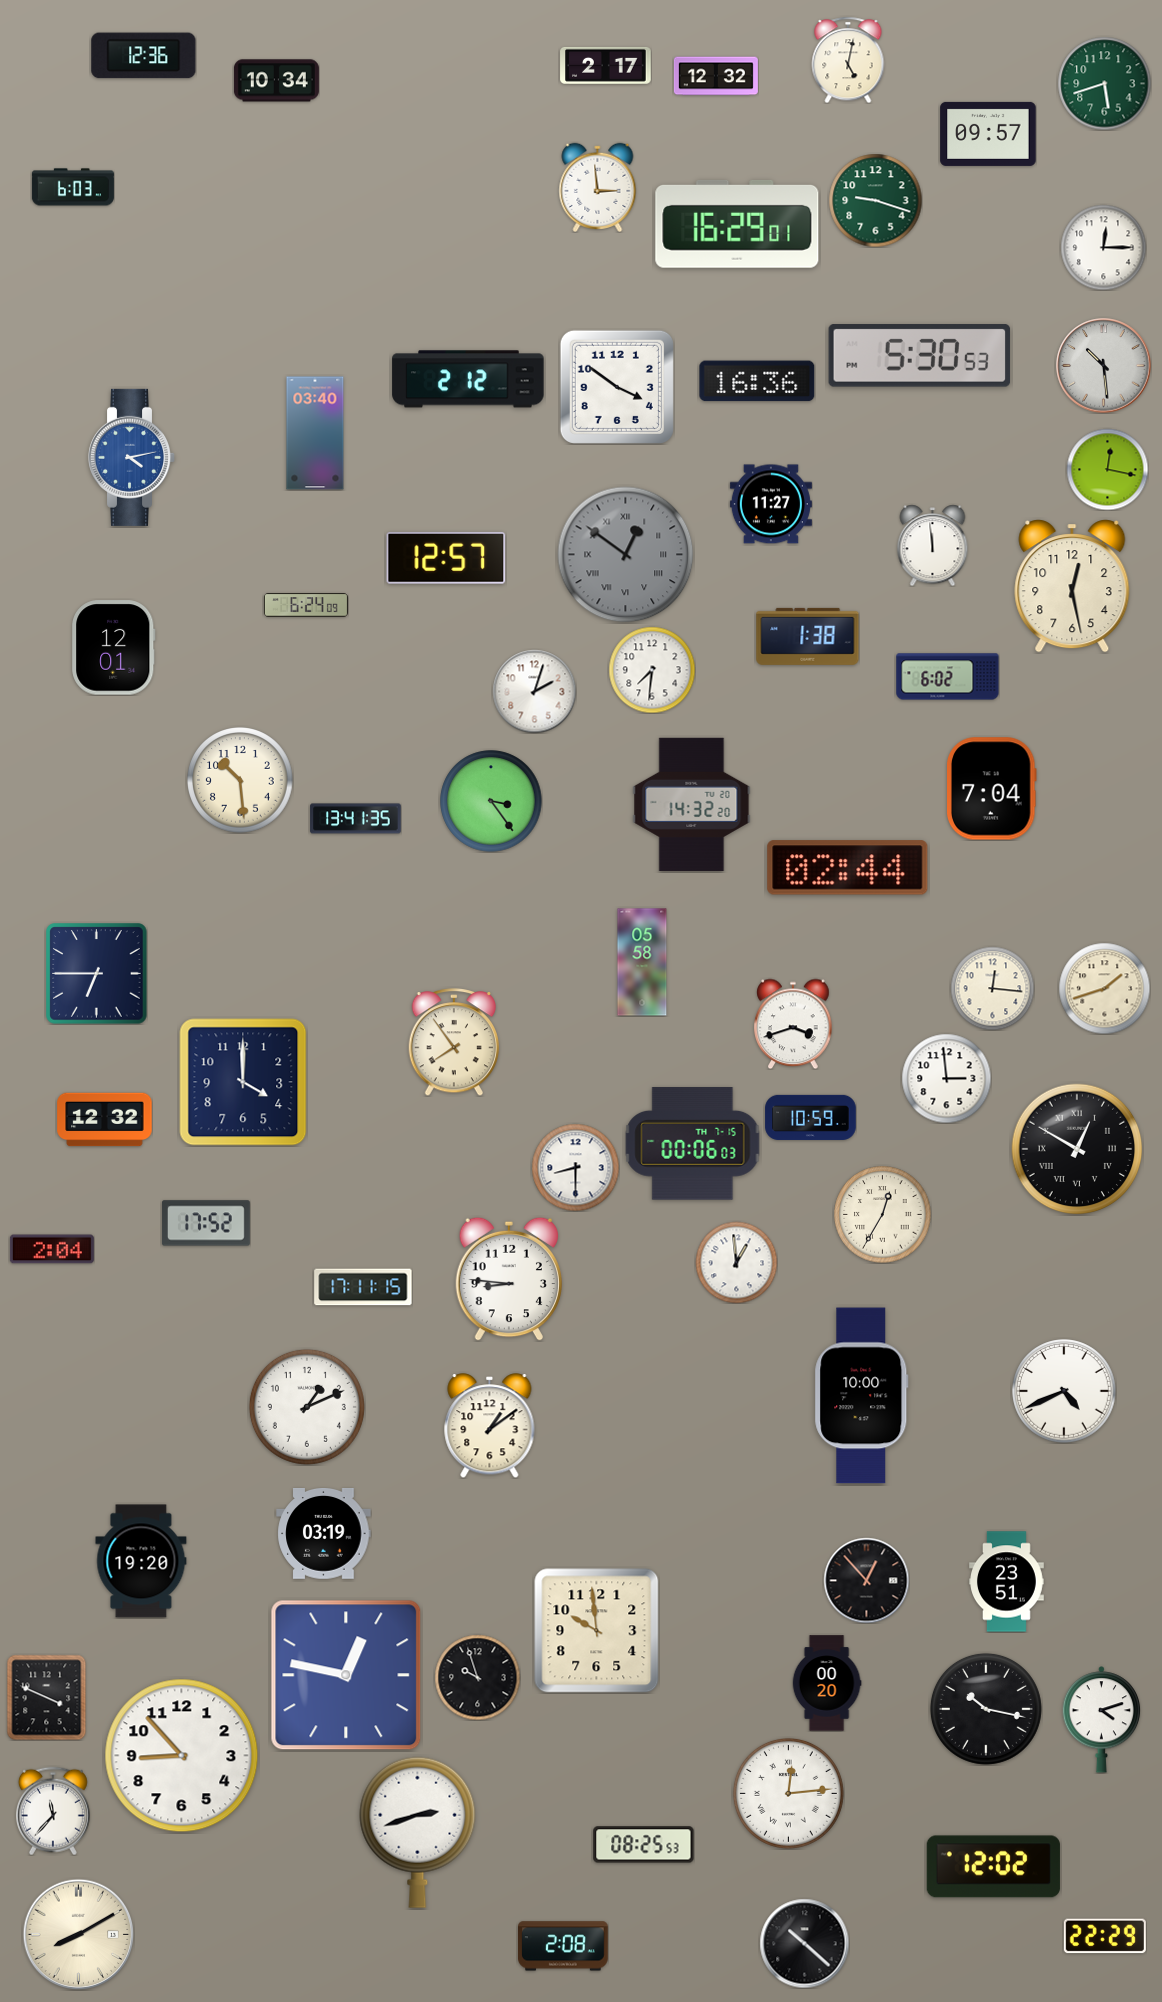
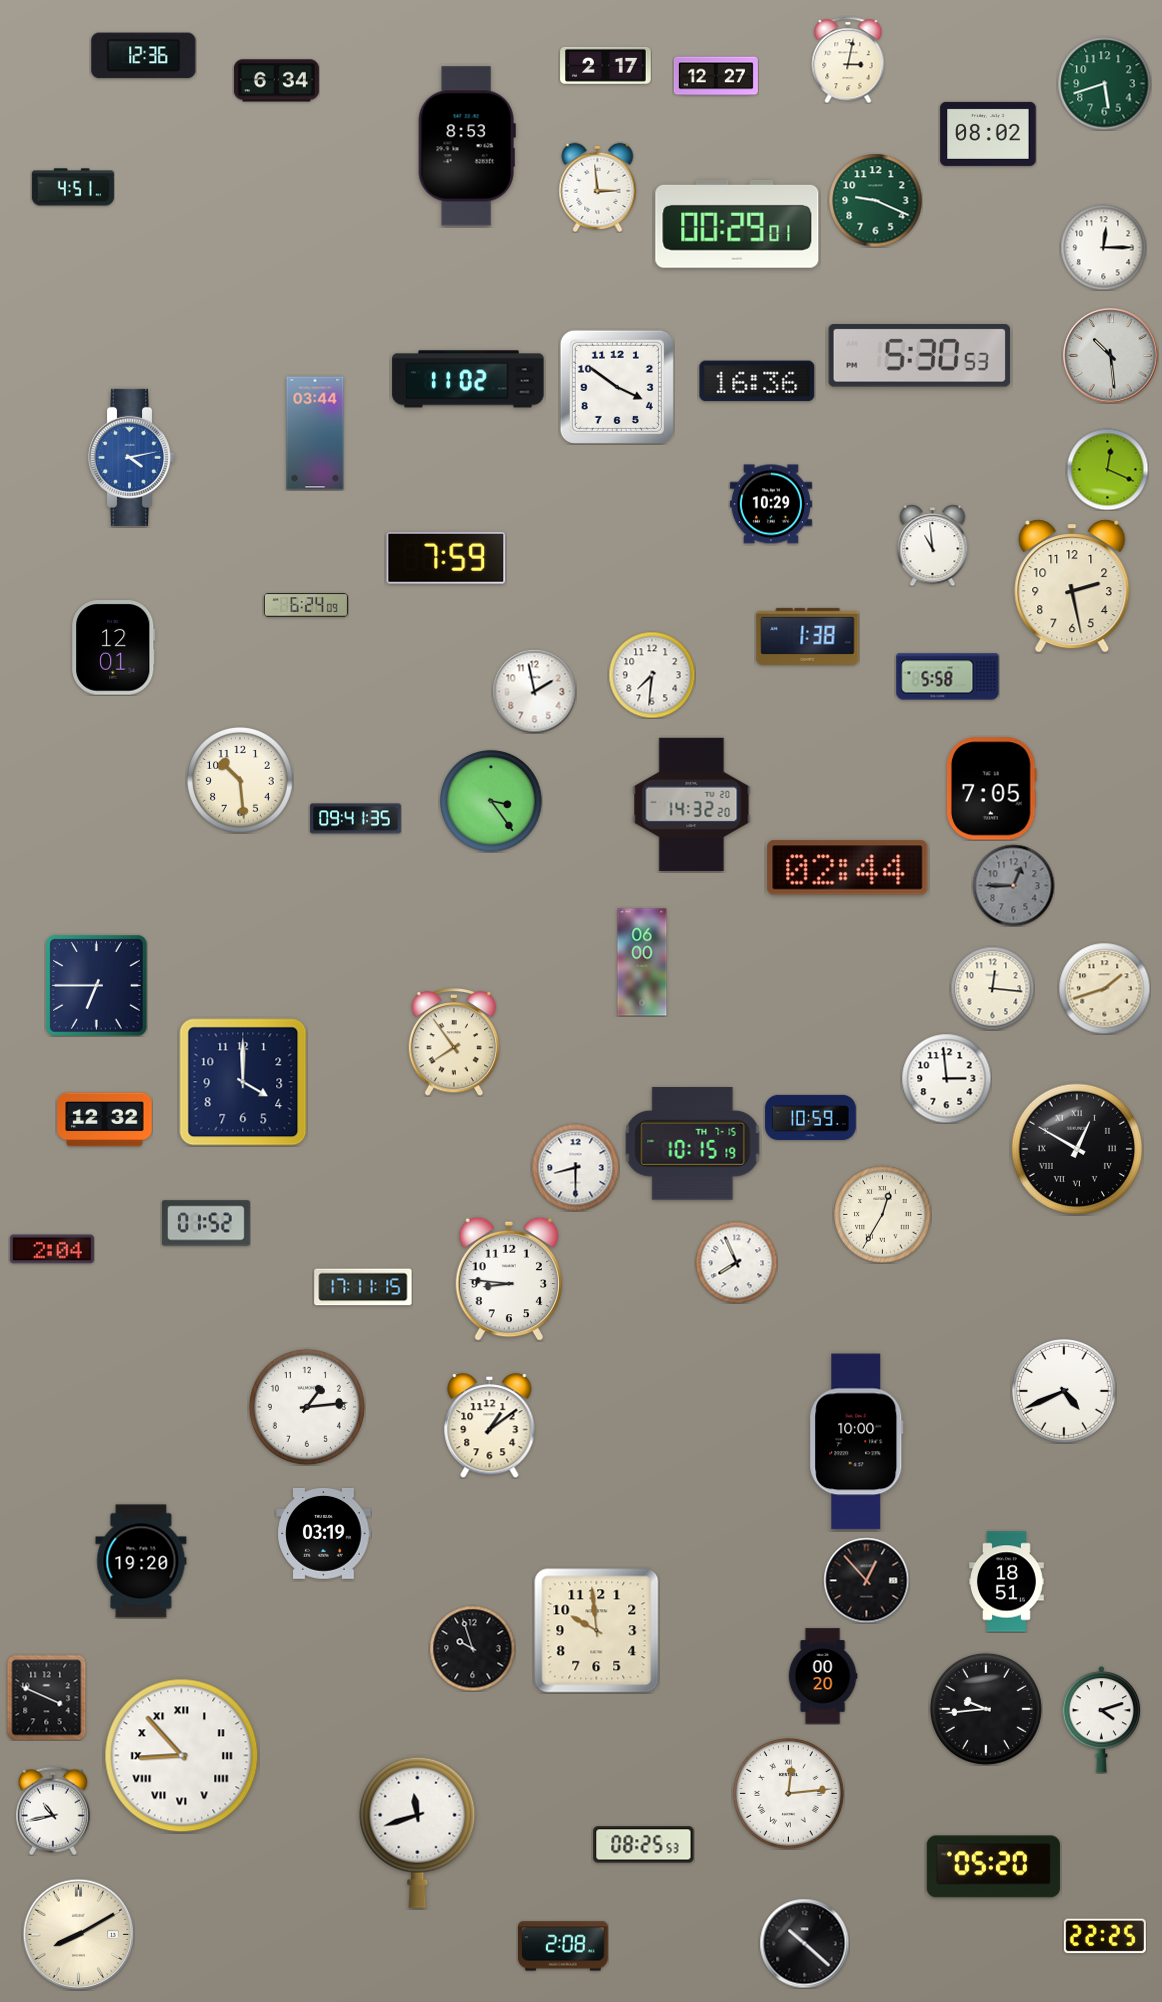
clock at (848, 60): 5:02 -> 3:02
clock at (716, 76): 12:32 -> 12:27
clock at (276, 81): 10:34 -> 6:34
clock at (988, 134): 09:57 -> 08:02
clock at (467, 146): none -> 8:53
clock at (73, 187): 6:03 -> 4:51
clock at (875, 200): 9:18 -> 9:19
clock at (737, 224): 16:29 -> 00:29
clock at (1104, 366) position: (1104, 366) -> (1111, 356)
clock at (468, 379): 2:12 -> 11:02
clock at (315, 433): 03:40 -> 03:44
clock at (1107, 469): 12:17 -> 12:19
clock at (771, 504): 11:27 -> 10:29
clock at (933, 545): 11:59 -> 10:59
clock at (626, 555): 12:51 -> none
clock at (446, 558): 12:57 -> 7:59
clock at (1072, 586): 12:28 -> 2:28
clock at (652, 670) position: (652, 670) -> (652, 675)
clock at (948, 677): 6:02 -> 5:58
clock at (534, 691): 2:03 -> 1:58
clock at (992, 789): 7:04 -> 7:05
clock at (356, 819): 13:41 -> 09:41
clock at (1013, 885): none -> 12:45
clock at (642, 962): 05:58 -> 06:00
clock at (97, 974) position: (97, 974) -> (97, 986)
clock at (793, 1024): 3:42 -> none
clock at (693, 1144): 00:06 -> 10:15
clock at (206, 1223): 17:52 -> 01:52
clock at (736, 1262): 12:59 -> 7:56
clock at (862, 1396) position: (862, 1396) -> (857, 1442)
clock at (307, 1407): 1:11 -> 1:14
clock at (1007, 1582): 23:51 -> 18:51
clock at (346, 1675): 12:47 -> none
clock at (477, 1677) position: (477, 1677) -> (472, 1648)
clock at (827, 1683) position: (827, 1683) -> (823, 1676)
clock at (986, 1709): 10:17 -> 9:44
clock at (182, 1756) numerals: Arabic -> Roman
clock at (53, 1811): 11:37 -> 10:43
clock at (418, 1832): 2:42 -> 11:42
clock at (993, 1867): 12:02 -> 05:20
clock at (1105, 1936): 22:29 -> 22:25
